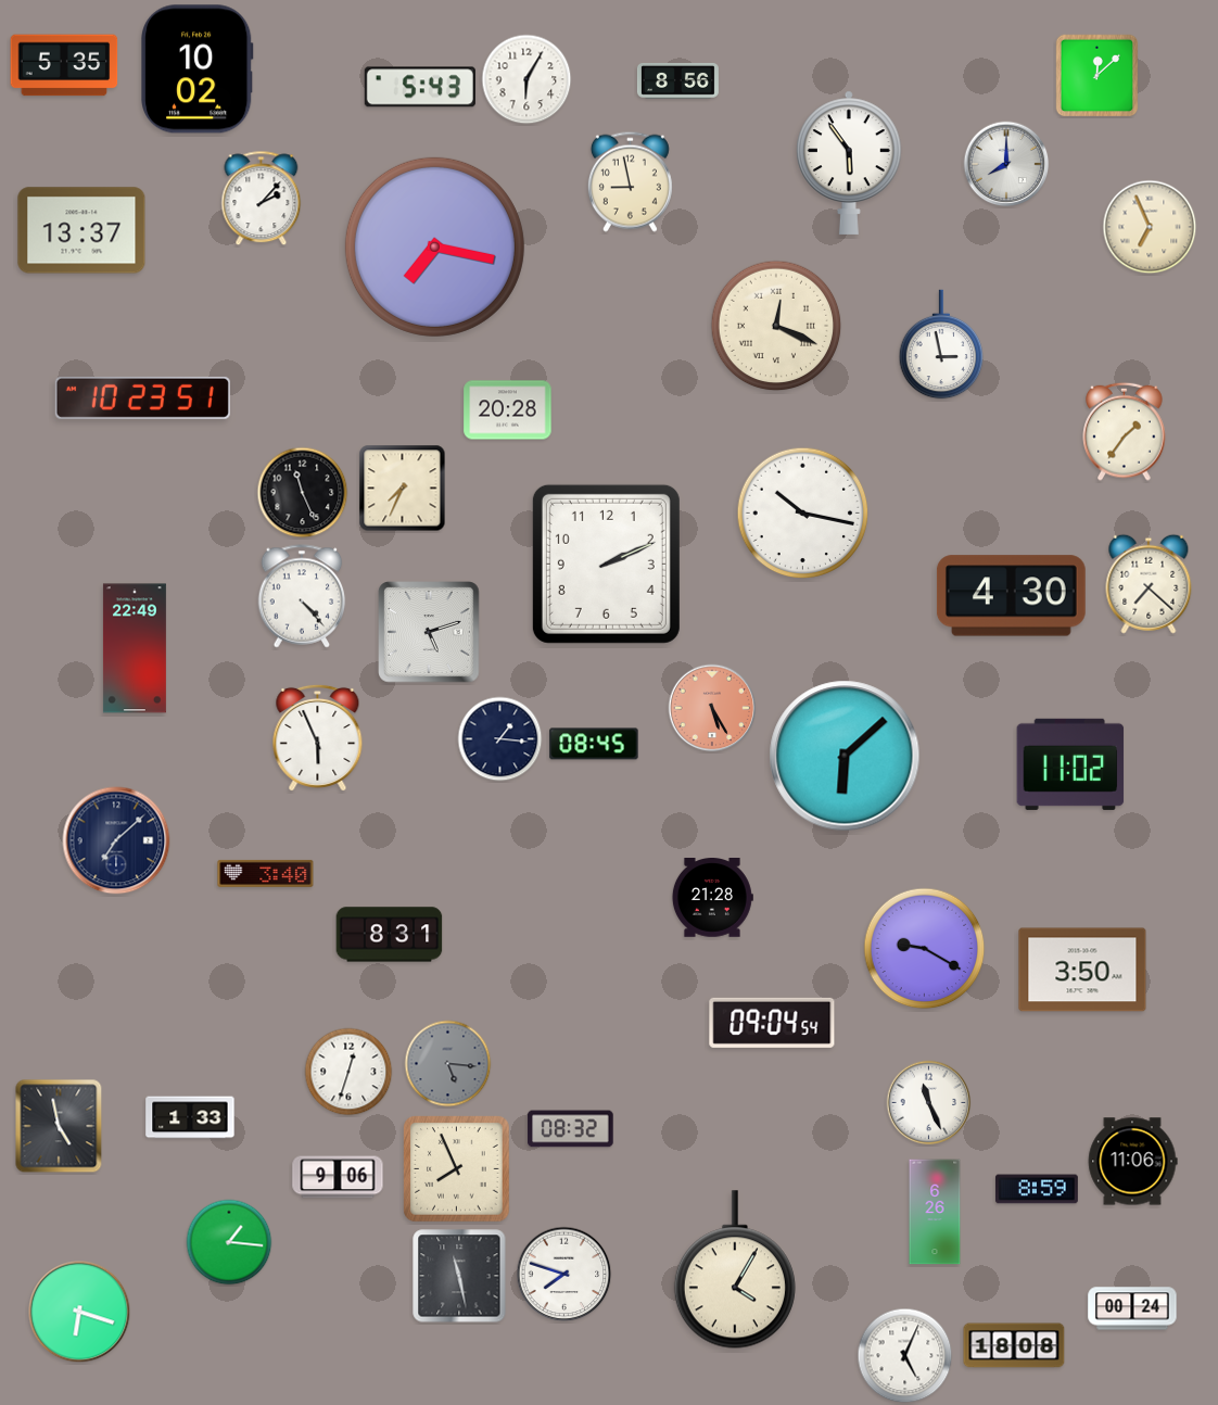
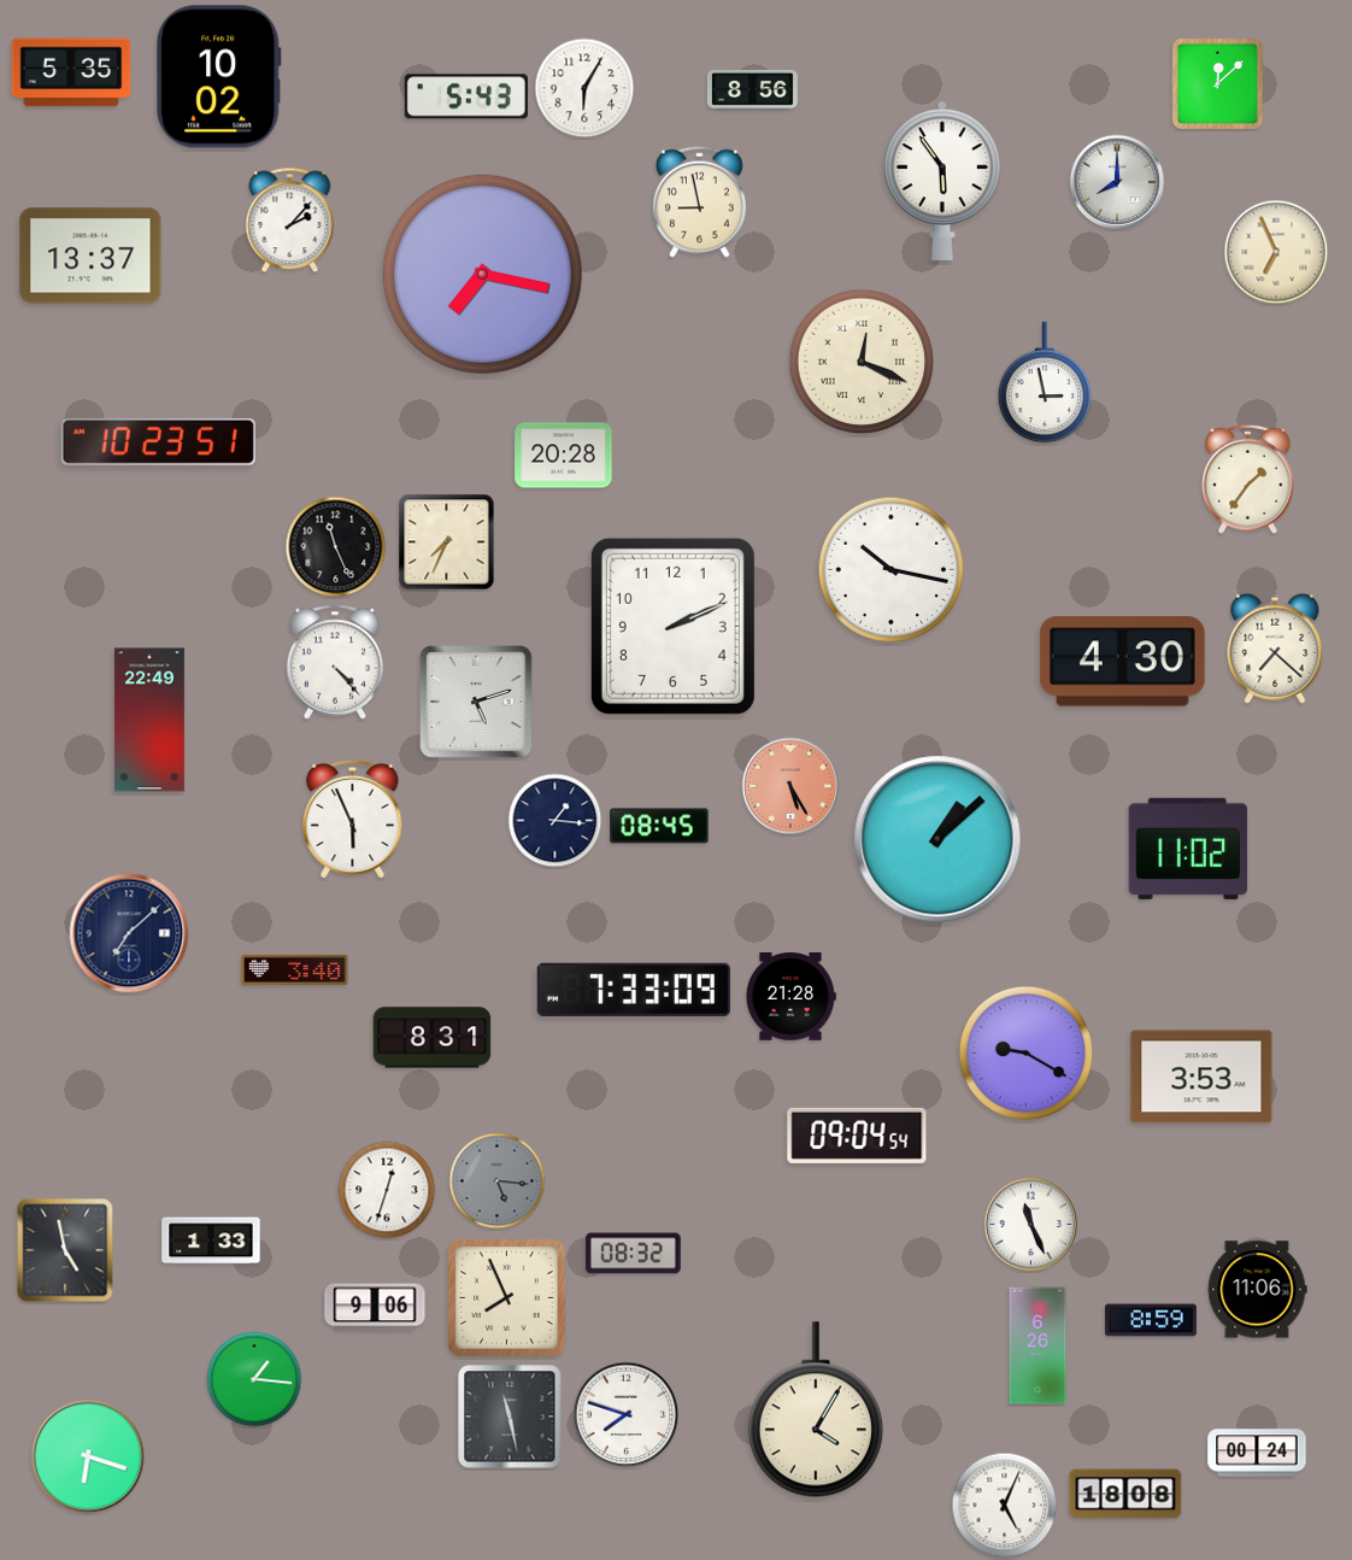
clock at (845, 756): 6:08 -> 1:08
clock at (634, 990): none -> 7:33
clock at (1082, 970): 3:50 -> 3:53
